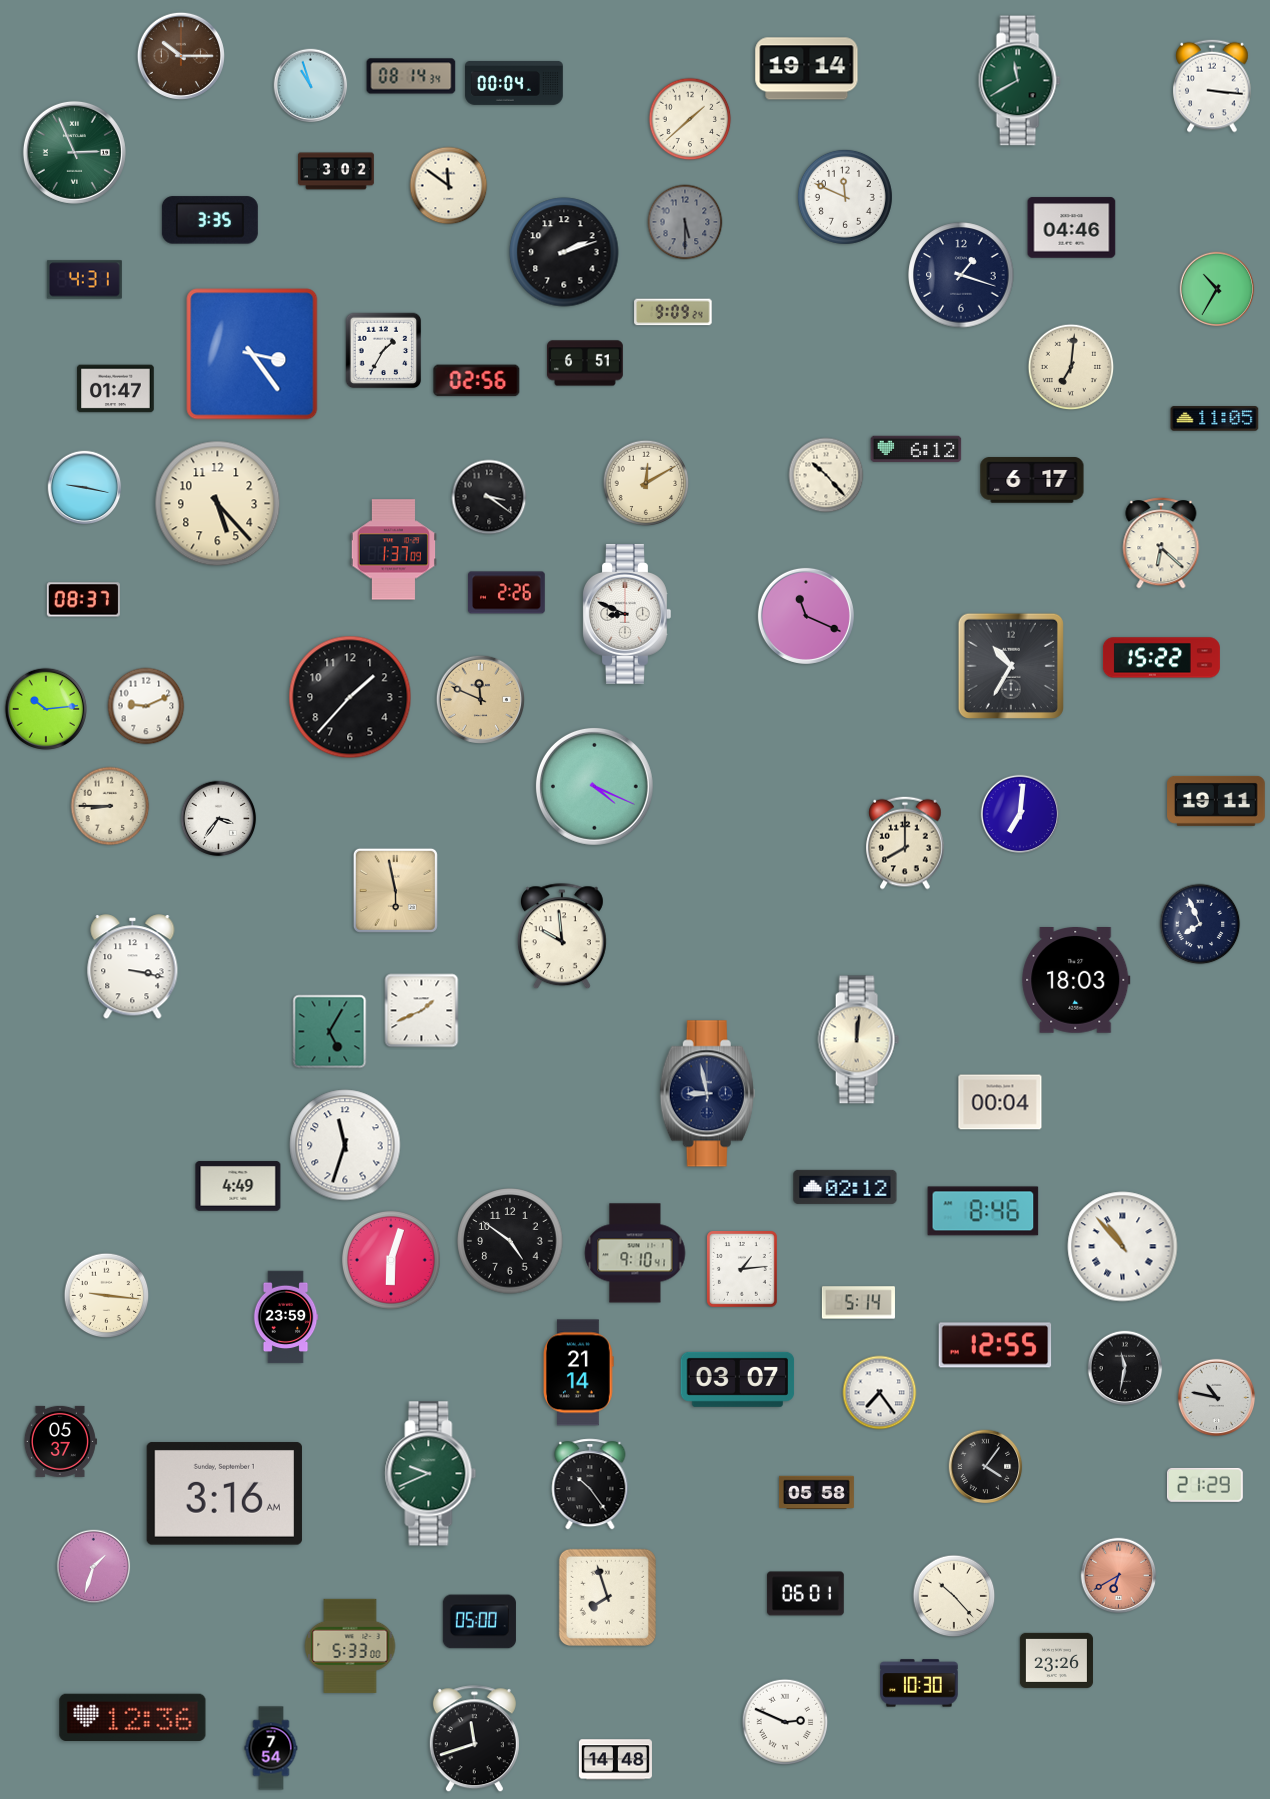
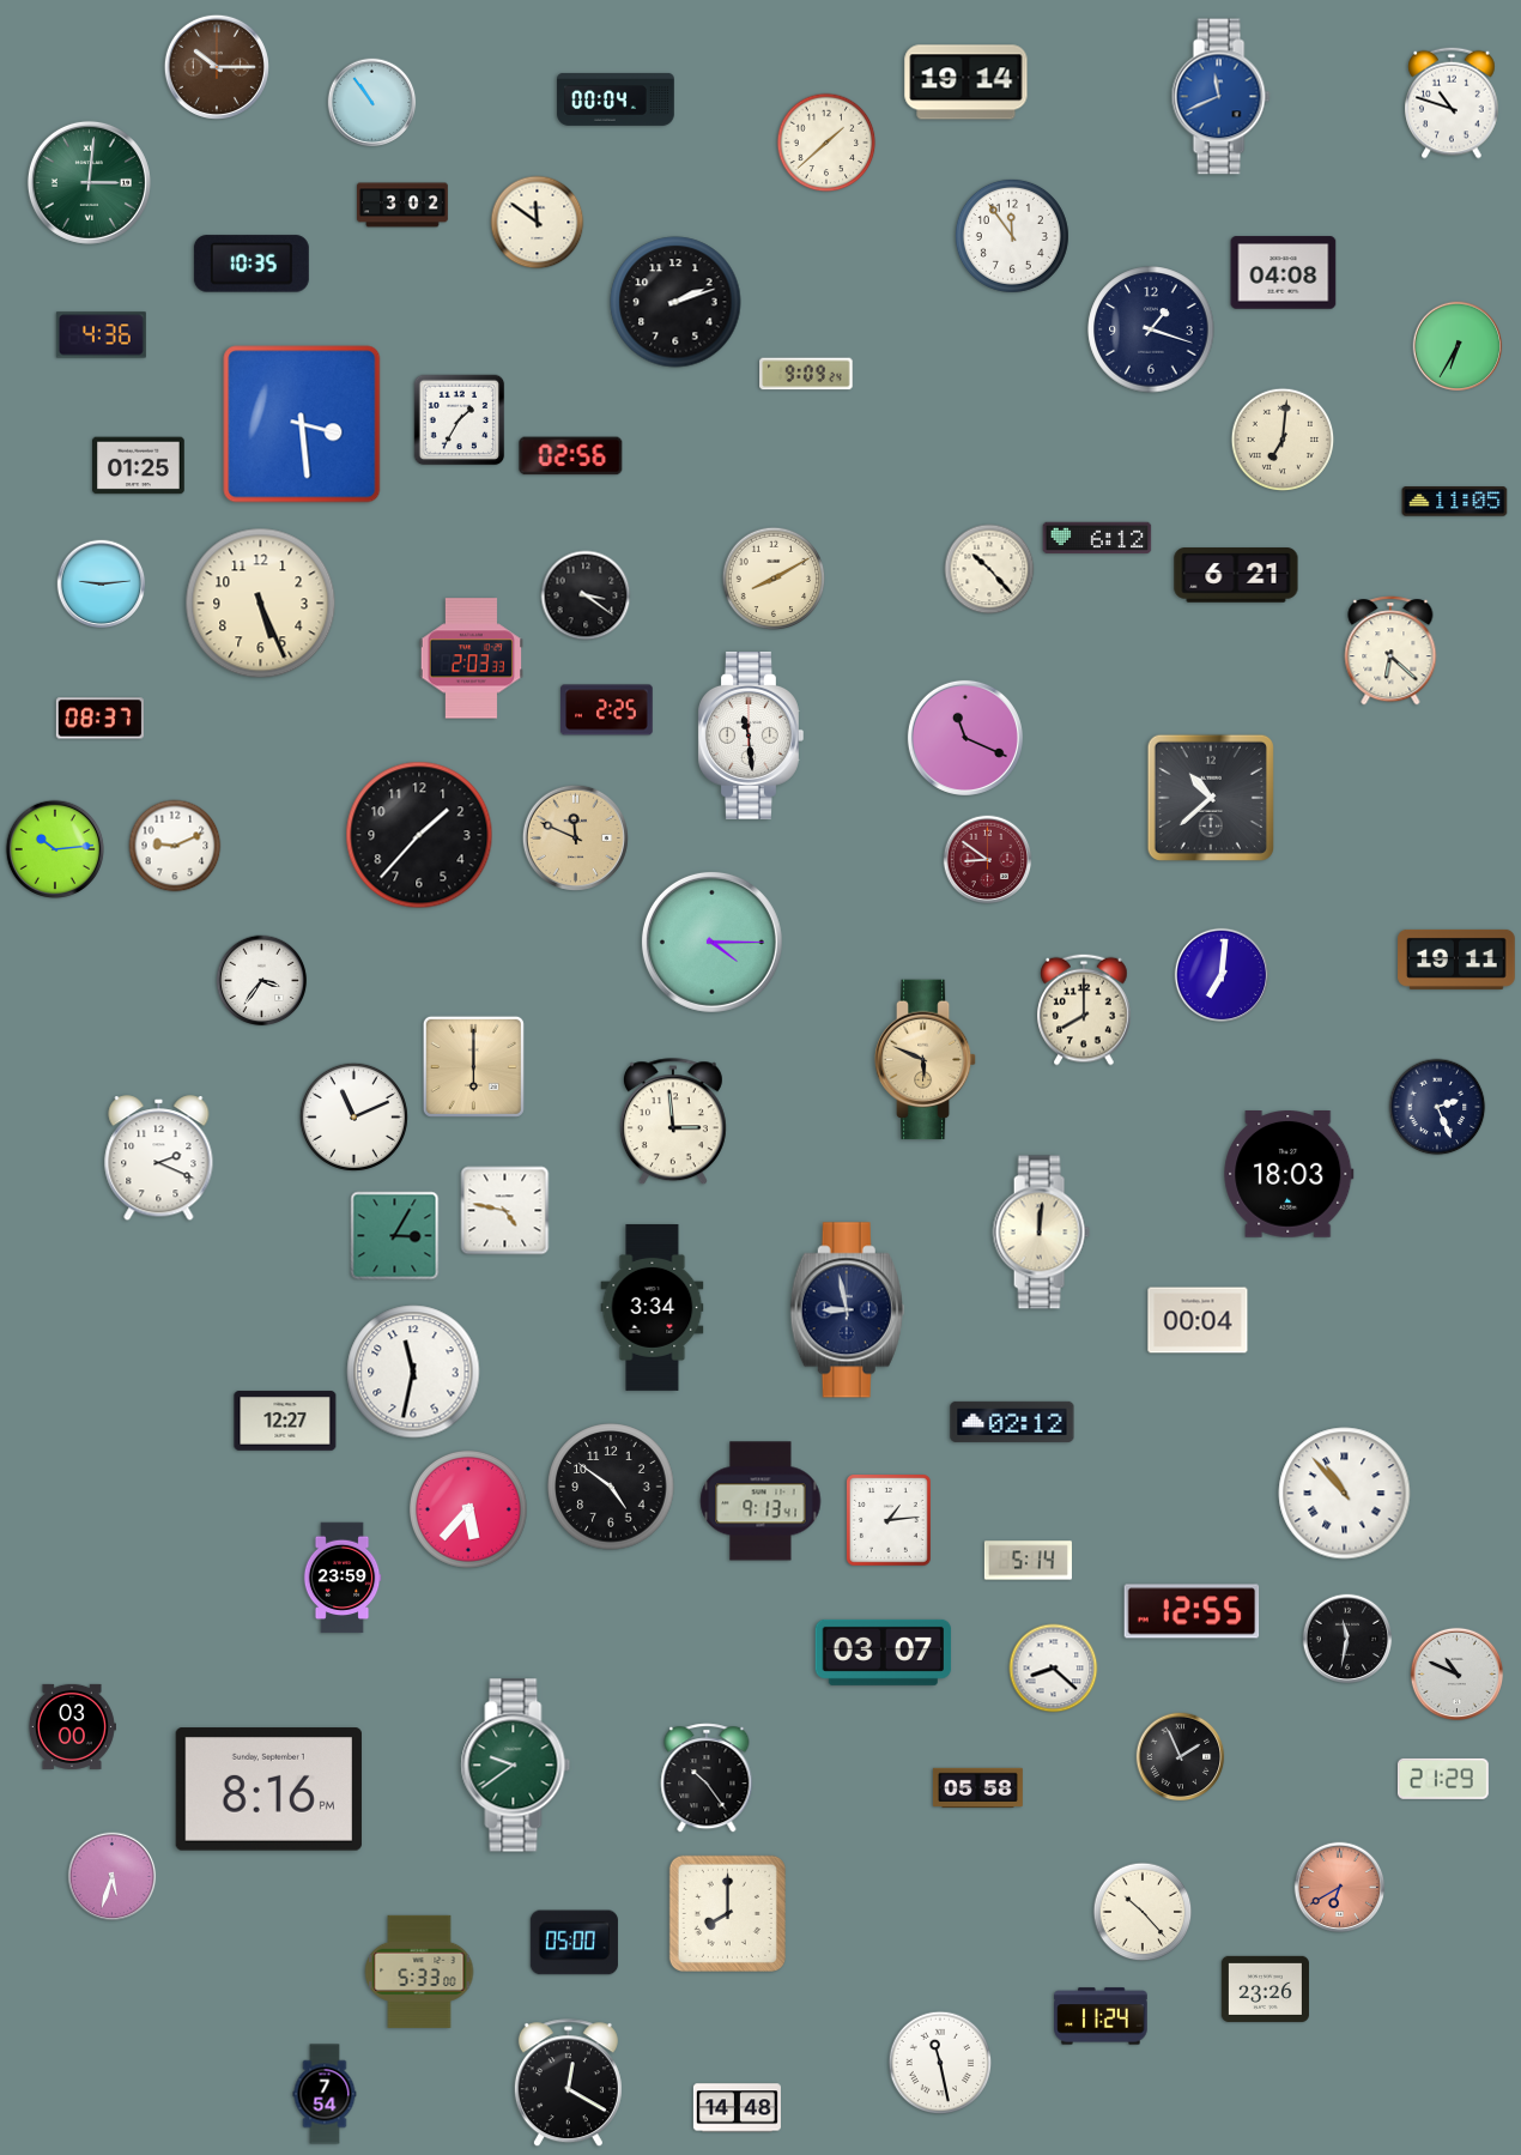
clock at (411, 76): 08:14 -> none
clock at (1019, 81): 11:40 -> 11:41
clock at (1019, 81) dial: green -> blue
clock at (311, 86): 10:57 -> 10:54
clock at (1212, 86): 3:16 -> 10:48
clock at (74, 152): 2:56 -> 3:01
clock at (845, 197): 11:49 -> 11:54
clock at (210, 220): 3:35 -> 10:35
clock at (685, 222): 5:30 -> none
clock at (1072, 228): 04:46 -> 04:08
clock at (84, 280): 4:31 -> 4:36
clock at (1217, 289): 10:35 -> 6:35
clock at (252, 354): 3:24 -> 3:29
clock at (586, 363): 6:51 -> none
clock at (116, 389): 01:47 -> 01:25
clock at (1032, 480): 6:17 -> 6:21
clock at (646, 483): 12:10 -> 8:10
clock at (85, 488): 9:17 -> 9:14
clock at (218, 504): 5:23 -> 5:26
clock at (393, 550): 1:37 -> 2:03
clock at (507, 593): 2:26 -> 2:25
clock at (627, 614): 8:49 -> 11:29
clock at (1161, 658): 15:22 -> none
clock at (1011, 666): 10:35 -> 10:38
clock at (988, 860): none -> 8:51
clock at (594, 786): 4:19 -> 4:15
clock at (110, 806): 8:45 -> none
clock at (926, 1060): none -> 5:49
clock at (395, 890): 5:58 -> 6:00
clock at (1200, 924): 7:56 -> 2:26
clock at (353, 1116): none -> 11:11
clock at (562, 937): 9:59 -> 2:59
clock at (133, 967): 3:17 -> 2:19
clock at (422, 1011): 1:41 -> 4:47
clock at (330, 1032): 5:05 -> 3:05
clock at (858, 1040) position: (858, 1040) -> (1041, 1233)
clock at (653, 1307): none -> 3:34
clock at (345, 1145): 11:33 -> 11:32
clock at (238, 1186): 4:49 -> 12:27
clock at (983, 1211): 8:46 -> none
clock at (635, 1253): 9:10 -> 9:13
clock at (391, 1260): 6:03 -> 5:37
clock at (107, 1296): 9:16 -> none
clock at (579, 1373): 21:14 -> none
clock at (880, 1393): 7:24 -> 8:22
clock at (1217, 1398): 10:47 -> 10:49
clock at (60, 1441): 05:37 -> 03:00
clock at (986, 1467): 4:06 -> 1:56
clock at (431, 1474): 9:41 -> 9:39
clock at (224, 1494): 3:16 -> 8:16
clock at (94, 1567): 1:33 -> 5:33
clock at (806, 1594): 06:01 -> none
clock at (607, 1597): 7:57 -> 8:00
clock at (919, 1683): 10:30 -> 11:24
clock at (133, 1718): 12:36 -> none
clock at (785, 1722): 2:49 -> 11:28
clock at (474, 1739): 11:42 -> 12:20
